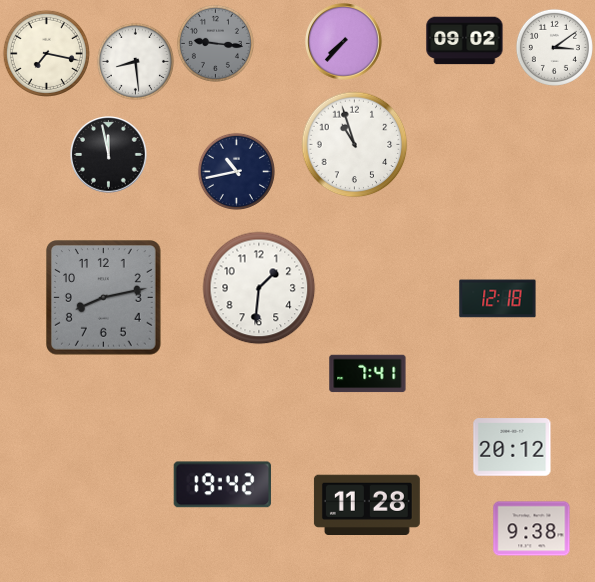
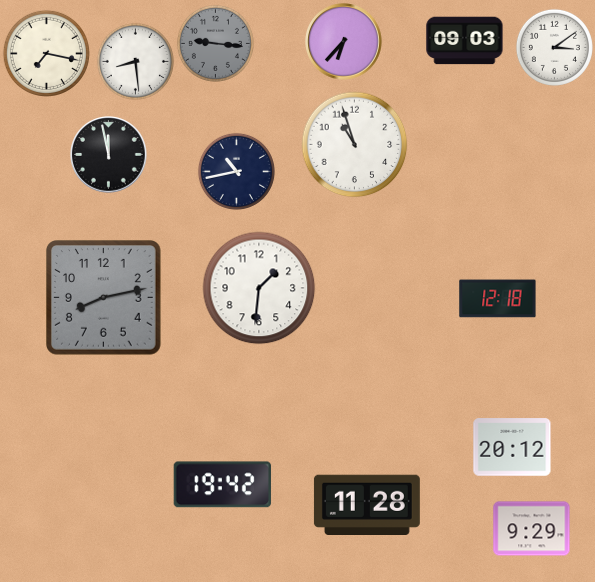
clock at (465, 41): 09:02 -> 09:03
clock at (344, 42): 7:37 -> 6:37
clock at (368, 374): 7:41 -> none
clock at (532, 529): 9:38 -> 9:29
